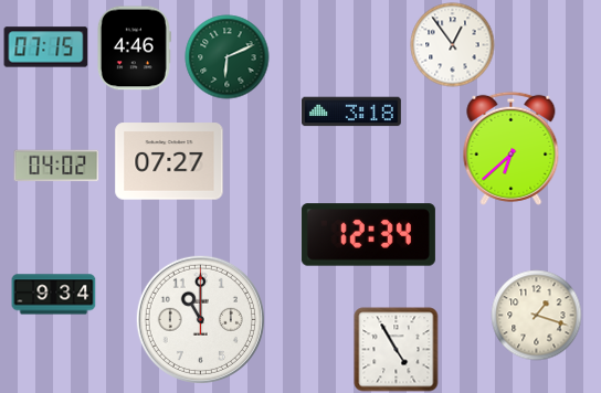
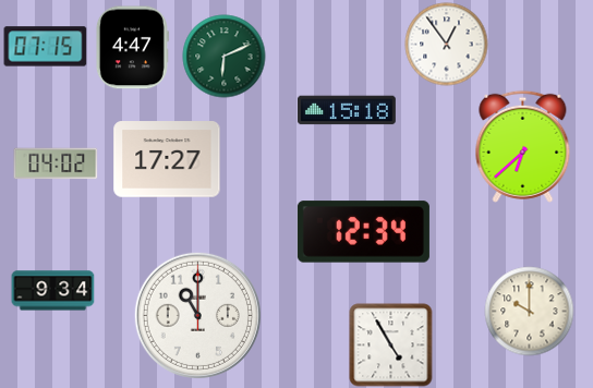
clock at (134, 49): 4:46 -> 4:47
clock at (351, 111): 3:18 -> 15:18
clock at (512, 148) position: (512, 148) -> (523, 146)
clock at (169, 161): 07:27 -> 17:27
clock at (537, 316): 1:18 -> 10:00
